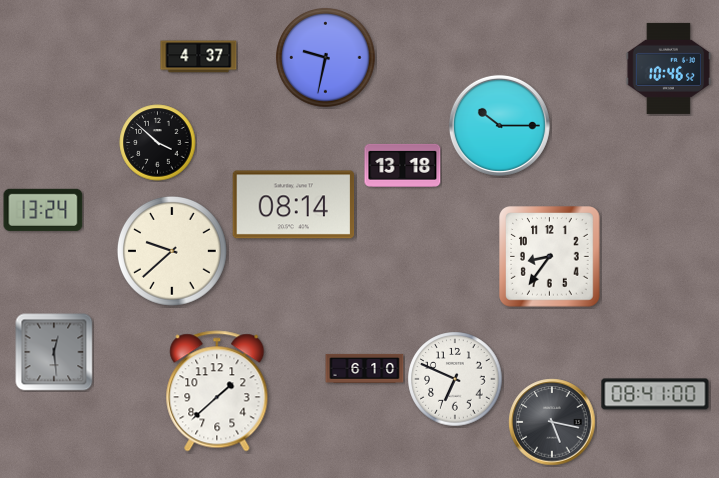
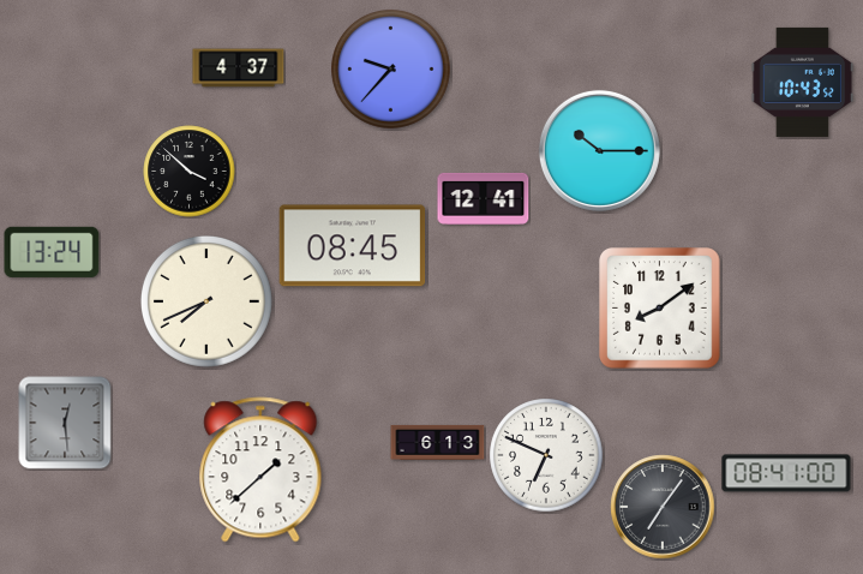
clock at (326, 58): 9:32 -> 9:37
clock at (669, 68): 10:46 -> 10:43
clock at (403, 165): 13:18 -> 12:41
clock at (294, 205): 08:14 -> 08:45
clock at (172, 251): 9:38 -> 7:41
clock at (550, 257): 8:36 -> 8:09
clock at (365, 368): 6:10 -> 6:13
clock at (552, 422): 5:17 -> 7:06
